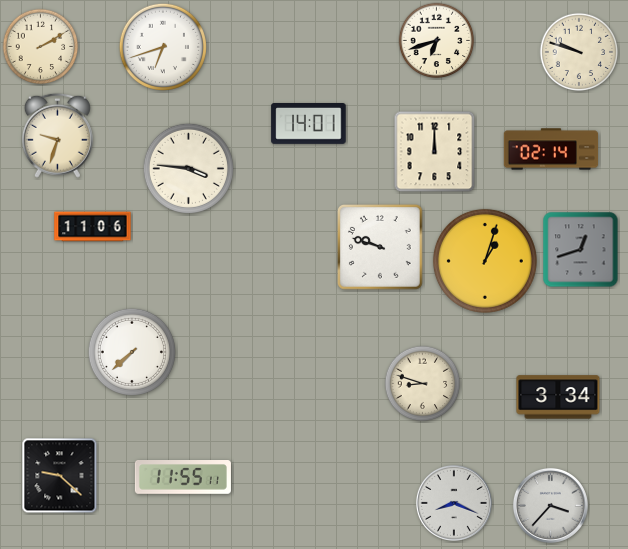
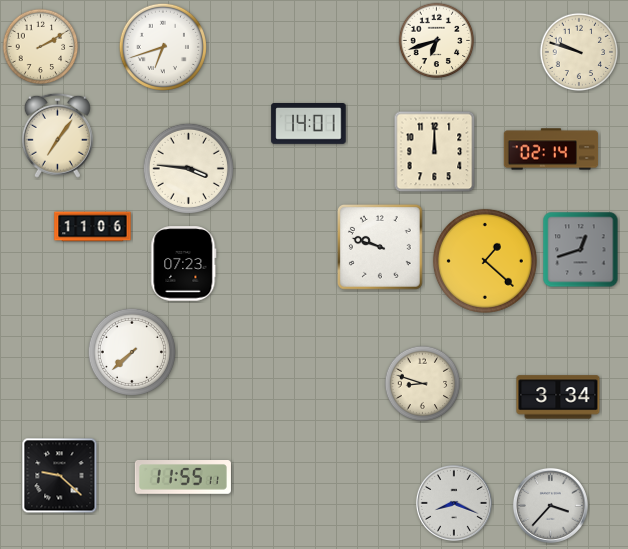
clock at (57, 135): 9:33 -> 7:06
clock at (485, 261): 1:03 -> 1:22
clock at (184, 264): none -> 07:23
